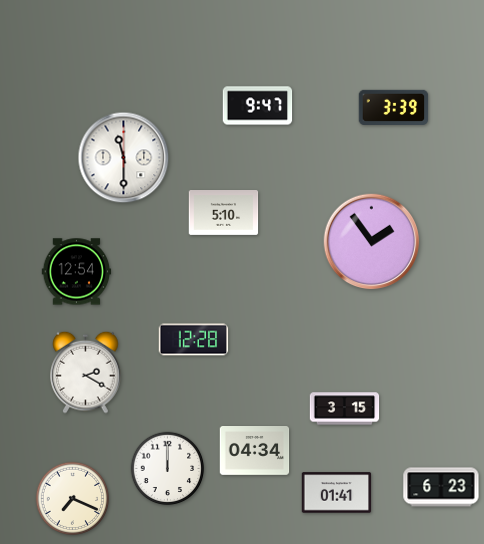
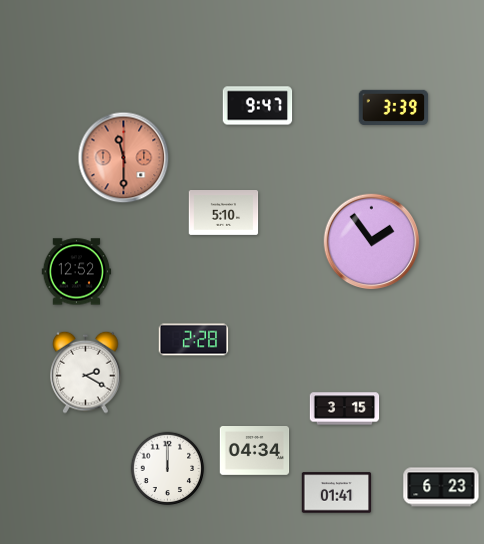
clock at (124, 158) dial: white -> salmon
clock at (77, 272): 12:54 -> 12:52
clock at (194, 340): 12:28 -> 2:28
clock at (73, 499): 7:19 -> none
